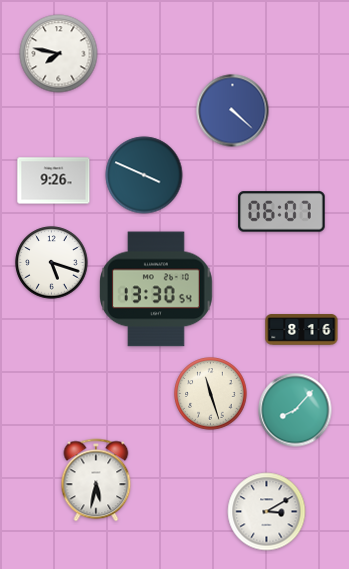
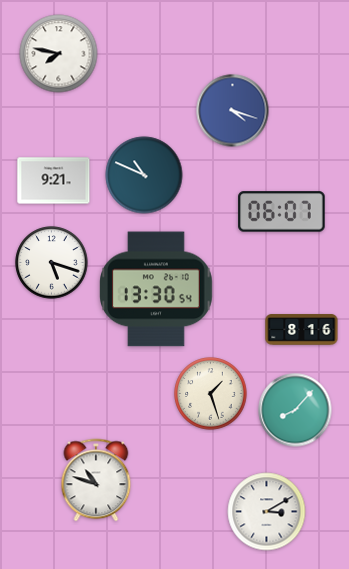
clock at (233, 111): 4:22 -> 4:18
clock at (144, 175): 3:49 -> 10:49
clock at (54, 181): 9:26 -> 9:21
clock at (211, 394): 11:27 -> 1:27
clock at (96, 480): 5:32 -> 10:48
